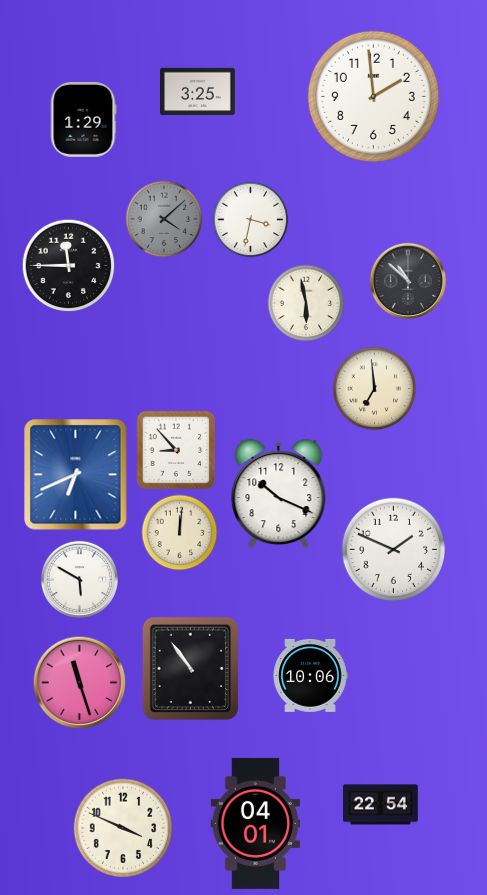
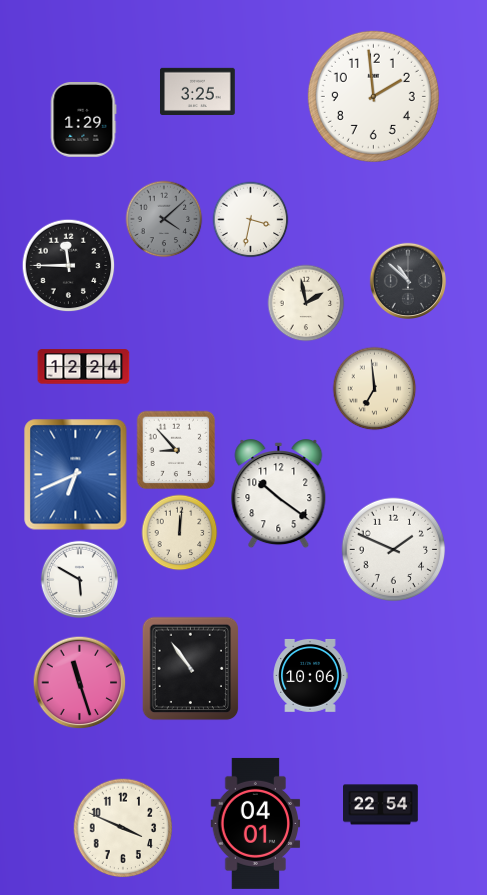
clock at (306, 303): 5:58 -> 1:58
clock at (84, 367): none -> 12:24
clock at (279, 494): 10:19 -> 10:21
